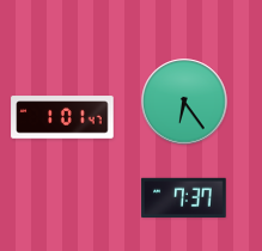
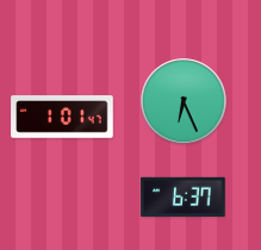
clock at (184, 102): 6:24 -> 6:26
clock at (184, 197): 7:37 -> 6:37
